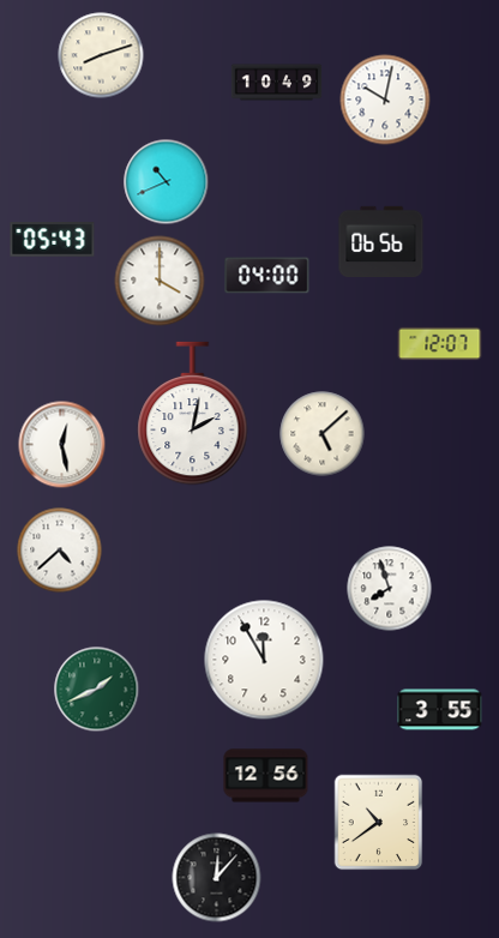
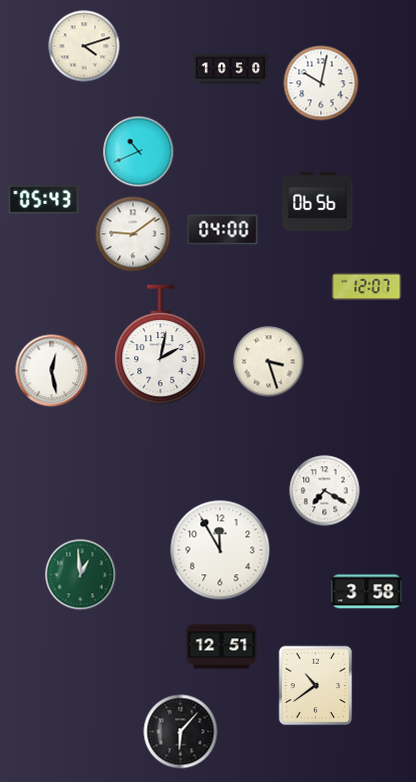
clock at (101, 55): 8:12 -> 4:12
clock at (277, 83): 10:49 -> 10:50
clock at (160, 281): 4:00 -> 9:09
clock at (323, 434): 5:08 -> 3:27
clock at (60, 551): 4:38 -> none
clock at (390, 589): 7:57 -> 7:20
clock at (97, 690): 1:41 -> 12:59
clock at (440, 710): 3:55 -> 3:58
clock at (266, 776): 12:56 -> 12:51
clock at (217, 878): 12:07 -> 6:07
